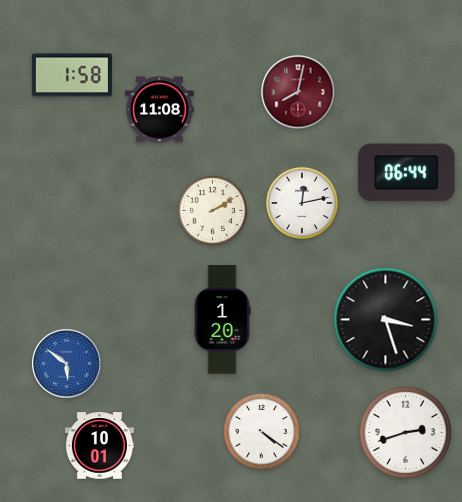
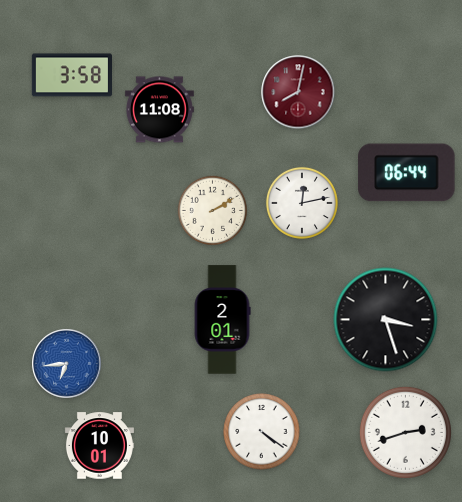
clock at (71, 75): 1:58 -> 3:58
clock at (222, 320): 1:20 -> 2:01
clock at (67, 364): 5:51 -> 6:44
